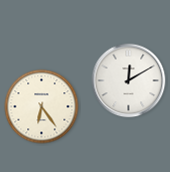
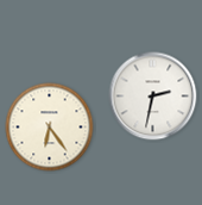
clock at (129, 81): 12:10 -> 2:32
